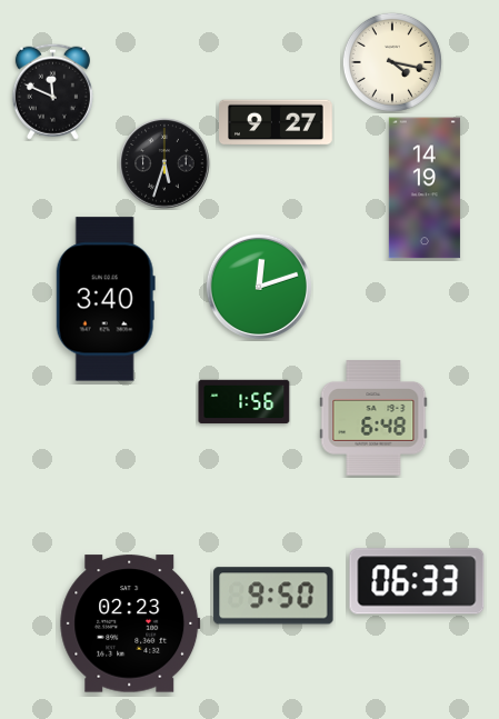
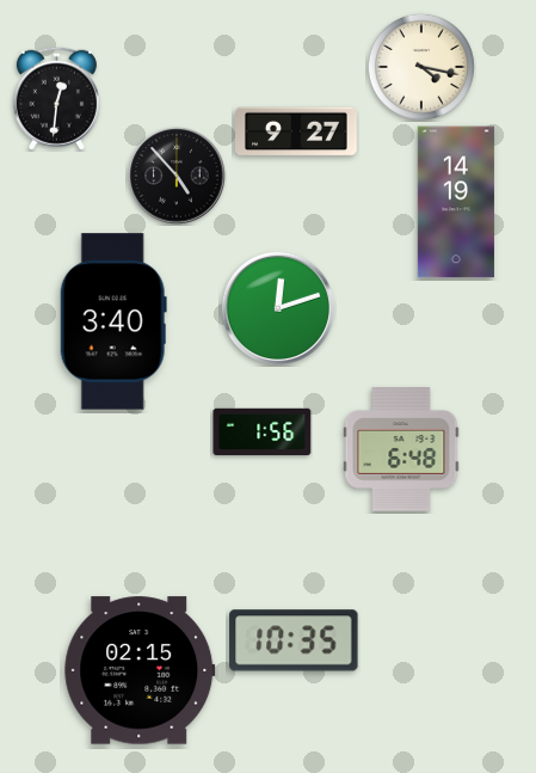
clock at (52, 91): 11:49 -> 12:31
clock at (164, 163): 5:33 -> 4:53
clock at (417, 581): 06:33 -> none
clock at (273, 596): 9:50 -> 10:35
clock at (130, 623): 02:23 -> 02:15
